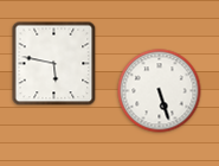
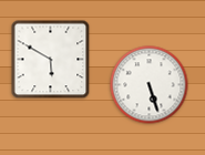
clock at (54, 64): 5:47 -> 5:50
